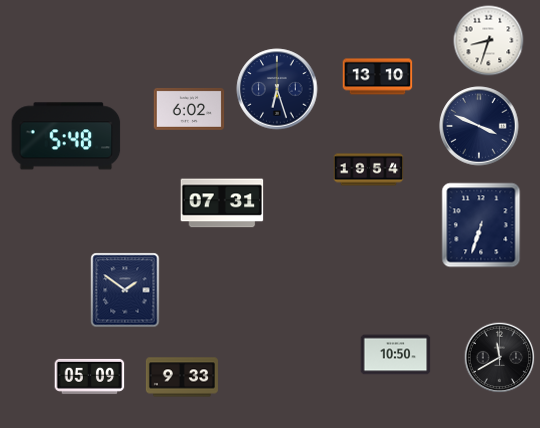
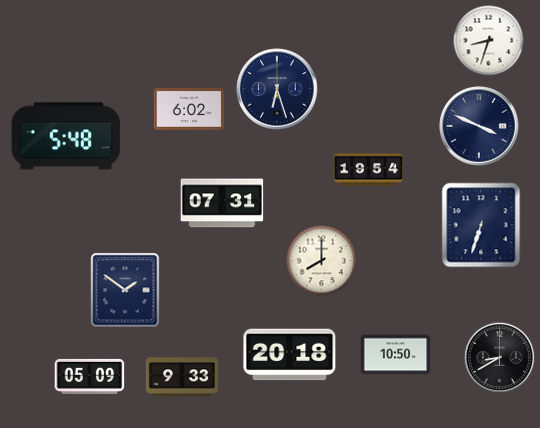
clock at (378, 77): 13:10 -> none
clock at (322, 261): none -> 8:00
clock at (290, 355): none -> 20:18
clock at (500, 358): 11:40 -> 8:40
